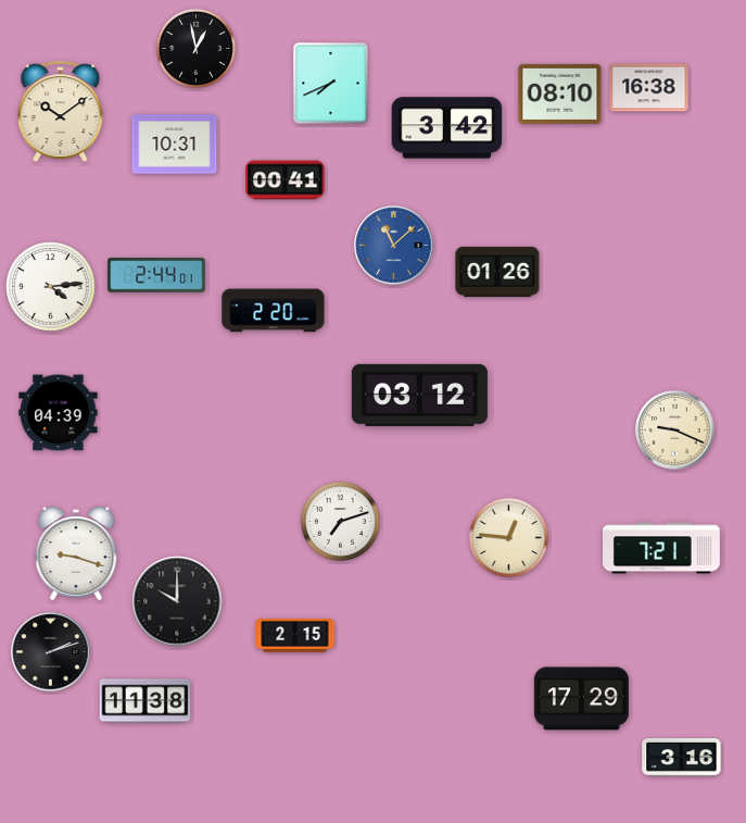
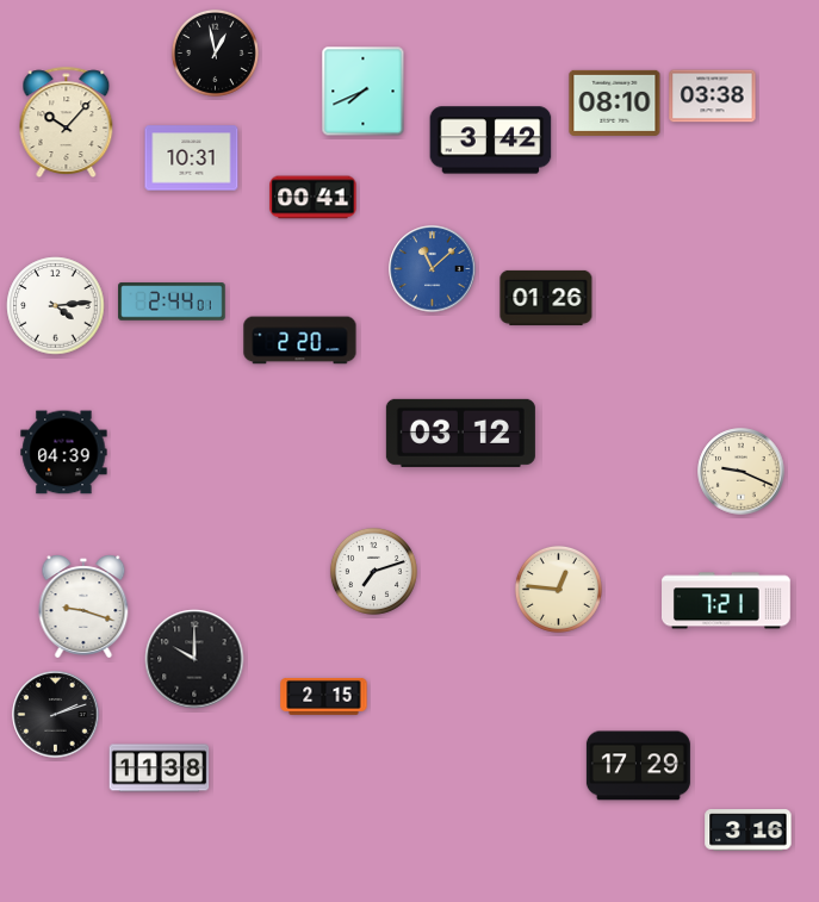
clock at (649, 88): 16:38 -> 03:38
clock at (61, 111): 10:09 -> 10:07
clock at (51, 287) position: (51, 287) -> (56, 306)
